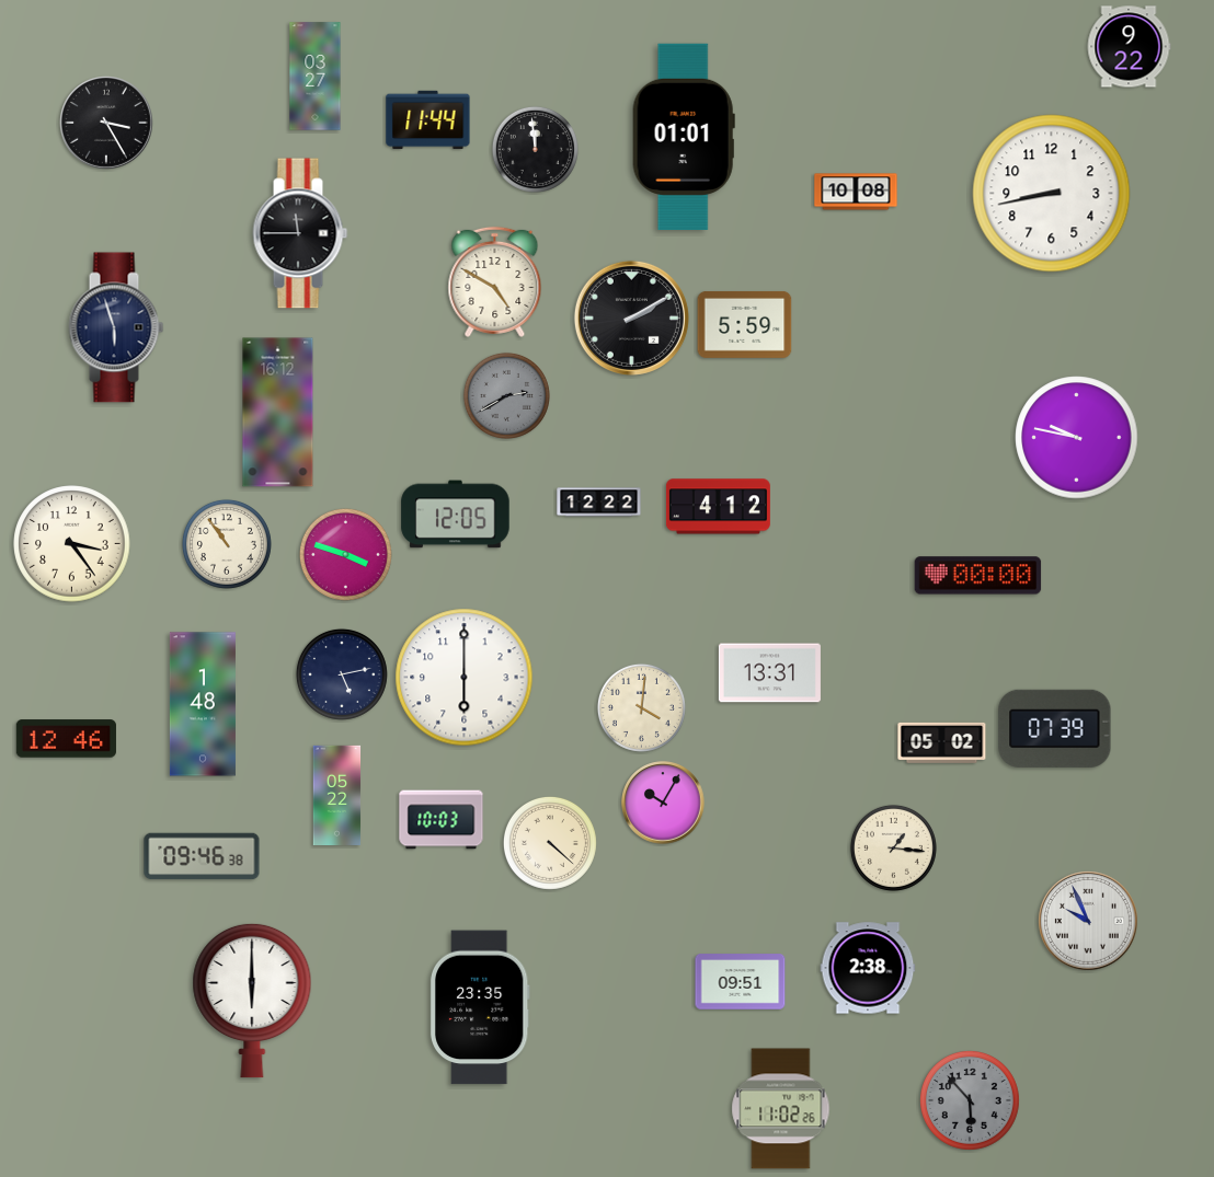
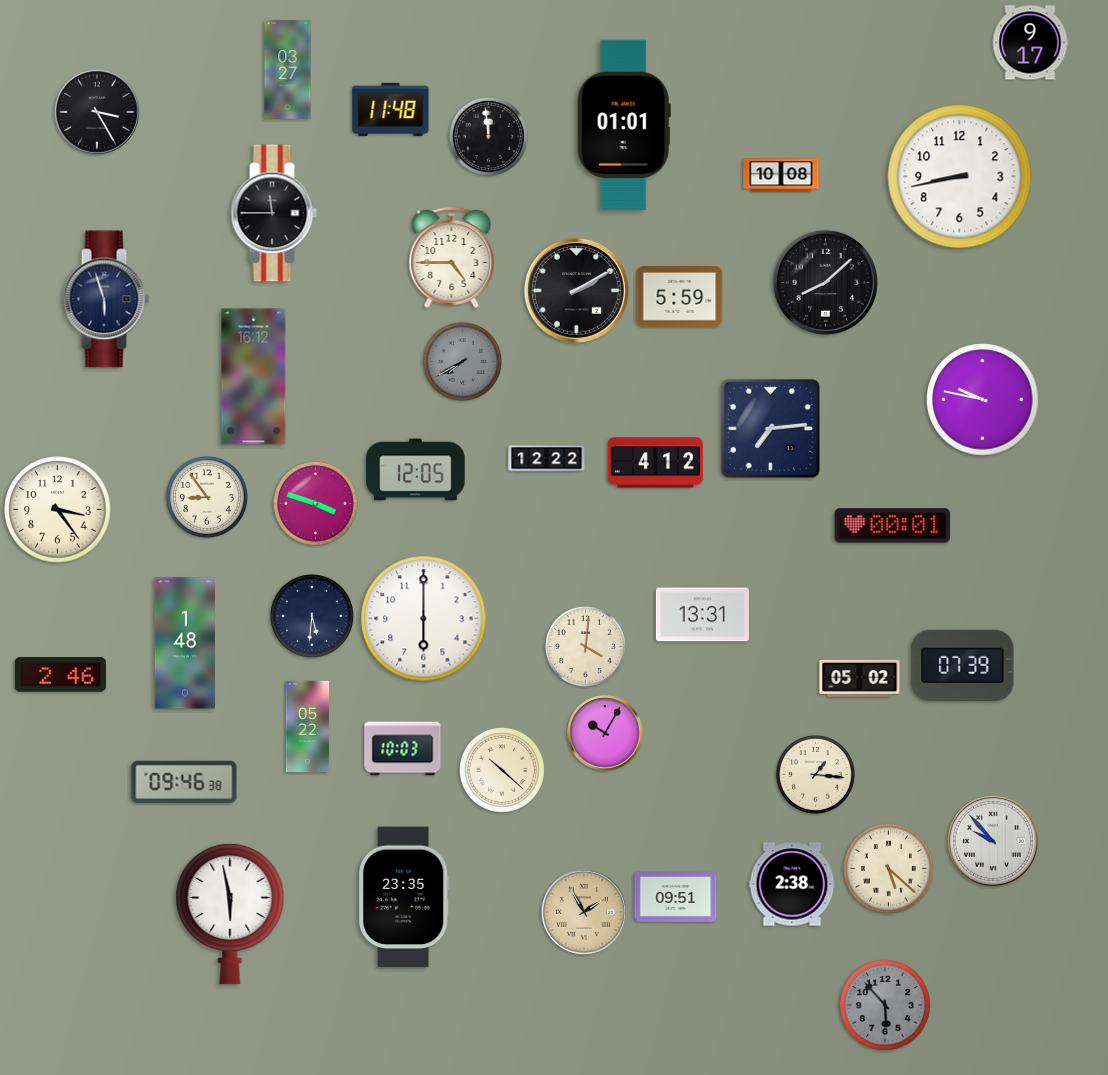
clock at (1129, 47): 9:22 -> 9:17
clock at (428, 120): 11:44 -> 11:48
clock at (495, 281): 4:50 -> 4:45
clock at (825, 282): none -> 8:08
clock at (506, 395): 2:40 -> 7:40
clock at (770, 428): none -> 7:14
clock at (72, 544) position: (72, 544) -> (58, 510)
clock at (227, 544): 10:54 -> 8:54
clock at (345, 554) position: (345, 554) -> (315, 503)
clock at (978, 576): 00:00 -> 00:01
clock at (342, 674): 5:13 -> 5:31
clock at (66, 739): 12:46 -> 2:46
clock at (550, 843): 4:22 -> 10:22
clock at (1088, 921): 9:56 -> 9:53
clock at (888, 868): none -> 5:22
clock at (585, 913): none -> 1:55
clock at (252, 1001): 6:00 -> 5:58
clock at (480, 1007) position: (480, 1007) -> (404, 897)
clock at (781, 1109): 11:02 -> none
